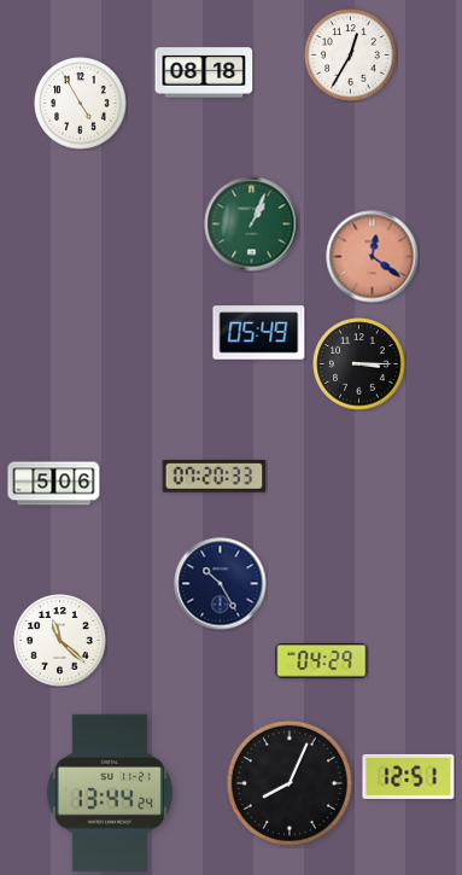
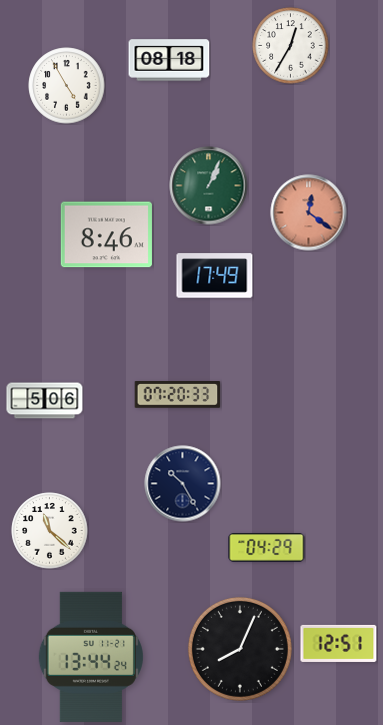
clock at (106, 235): none -> 8:46
clock at (259, 333): 05:49 -> 17:49
clock at (359, 364): 3:15 -> none
